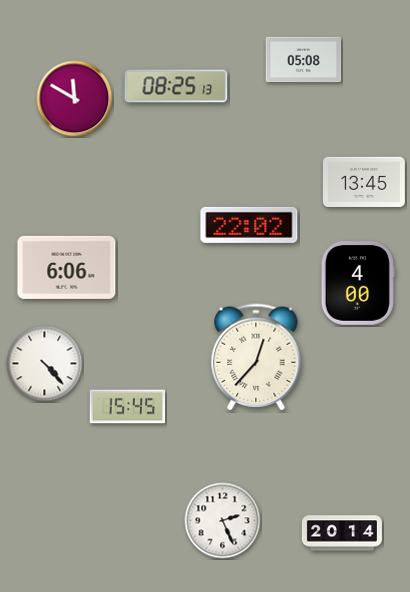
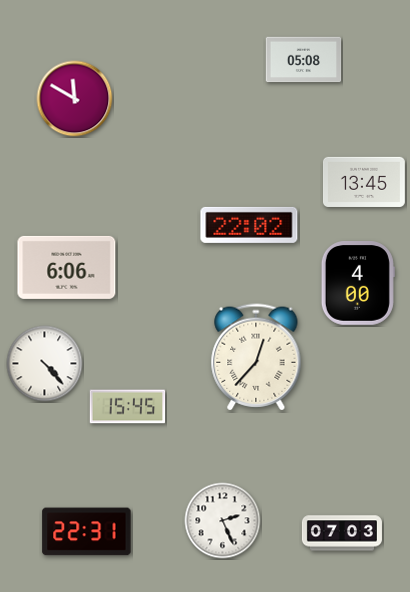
clock at (176, 86): 08:25 -> none
clock at (87, 532): none -> 22:31
clock at (342, 533): 20:14 -> 07:03
